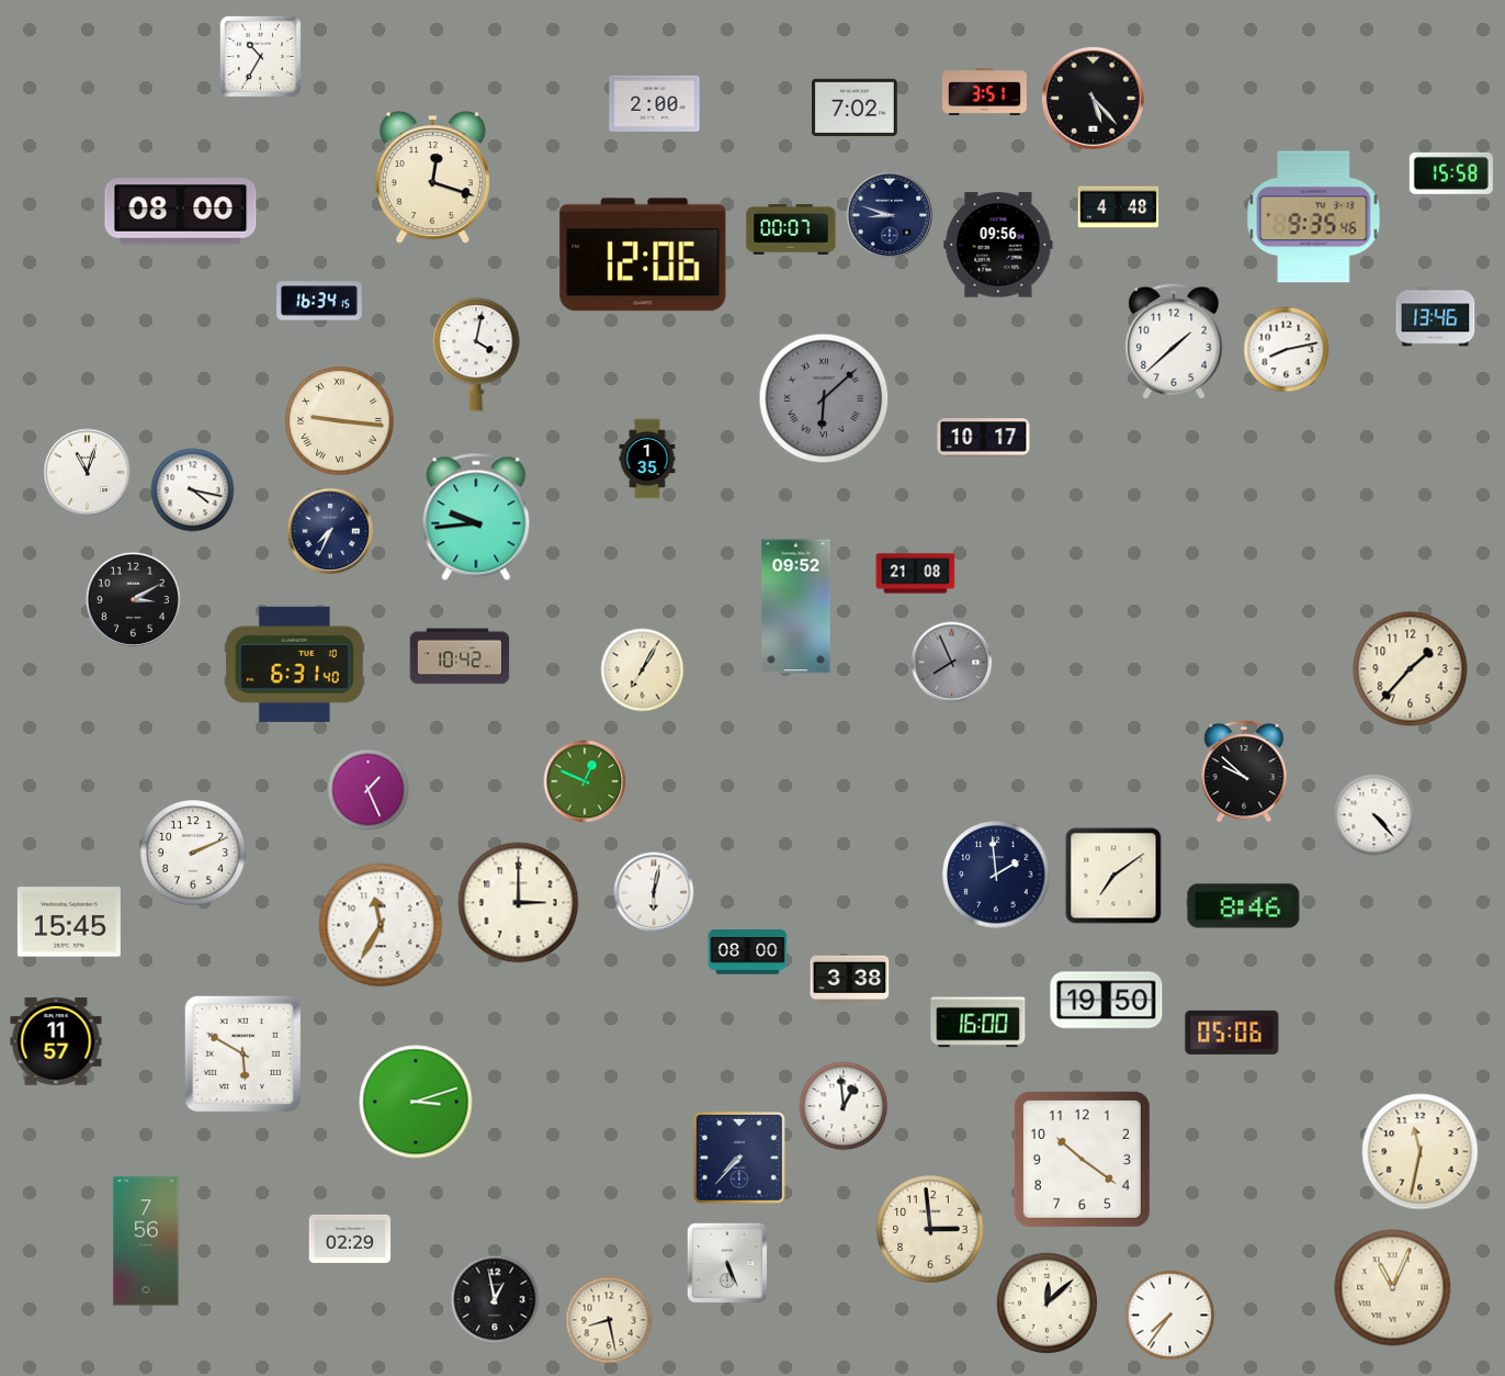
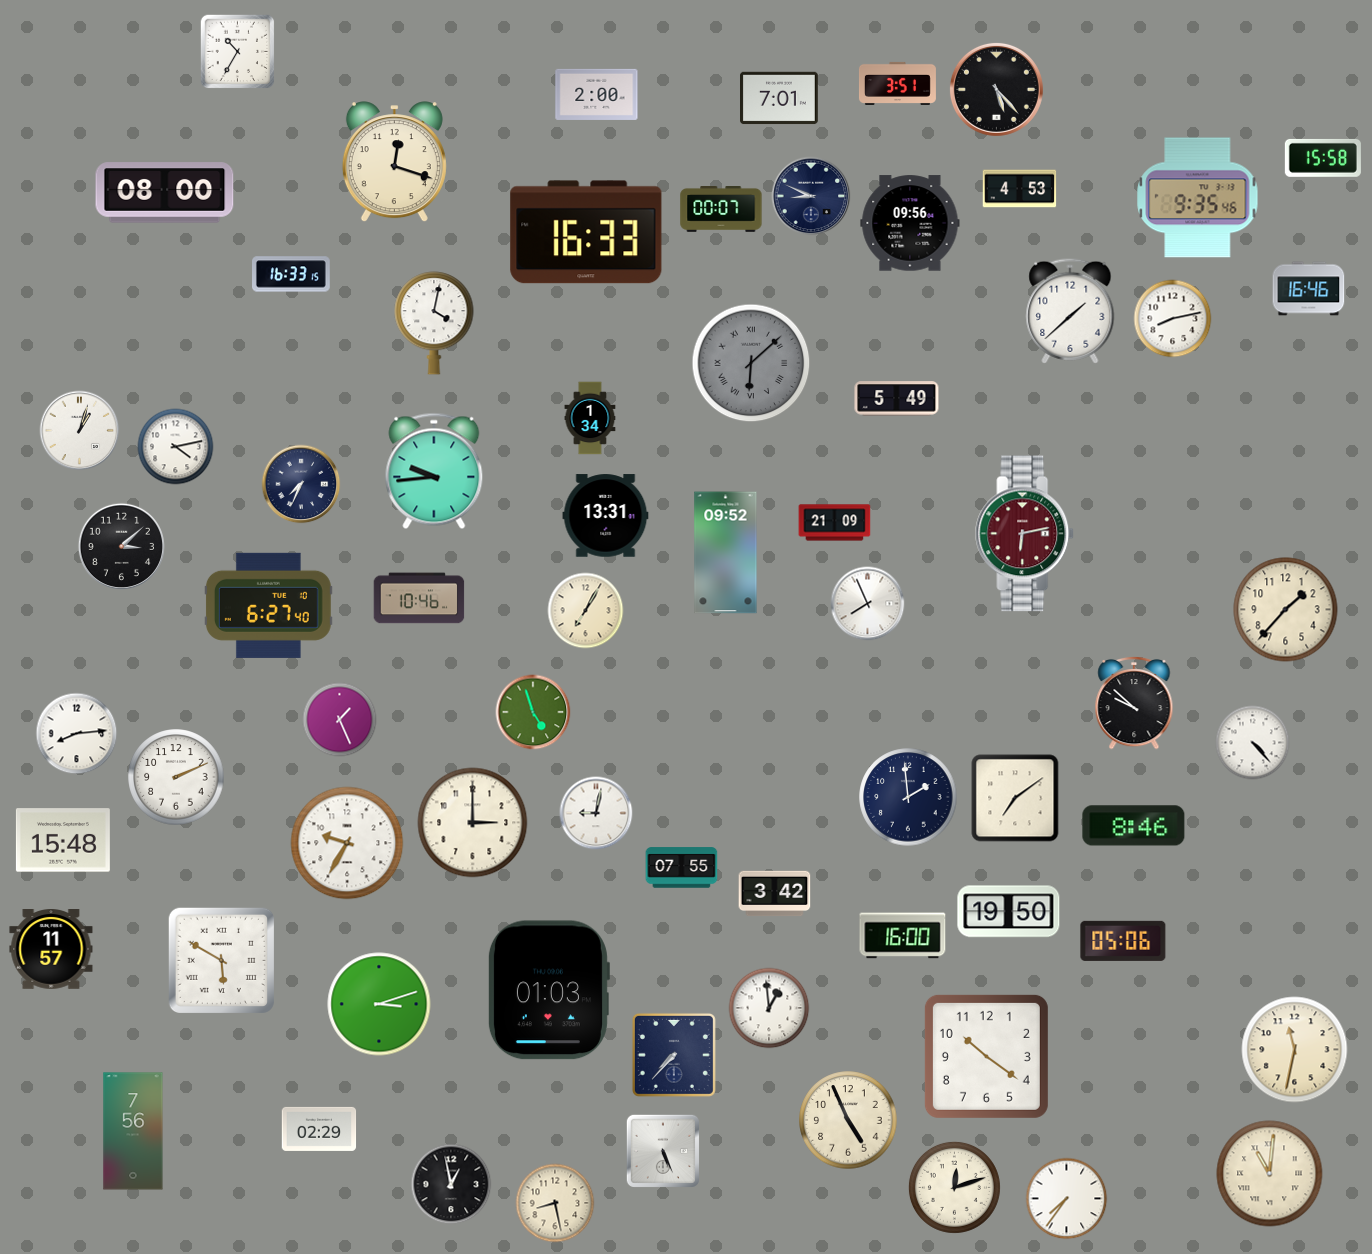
clock at (856, 108): 7:02 -> 7:01
clock at (1119, 207): 4:48 -> 4:53
clock at (890, 215): 8:48 -> 8:49
clock at (643, 255): 12:06 -> 16:33
clock at (320, 301): 16:34 -> 16:33
clock at (1436, 317): 13:46 -> 16:46
clock at (340, 421): 9:16 -> none
clock at (984, 438): 10:17 -> 5:49
clock at (647, 459): 1:35 -> 1:34
clock at (88, 473): 11:03 -> 1:03
clock at (193, 490): 4:17 -> 4:13
clock at (606, 516): none -> 13:31
clock at (916, 574): 21:08 -> 21:09
clock at (1025, 534): none -> 6:13
clock at (133, 599): 3:10 -> 3:08
clock at (460, 656): 10:42 -> 10:46
clock at (952, 663) dial: grey -> white
clock at (294, 664): 6:31 -> 6:27
clock at (585, 781): 12:49 -> 4:57
clock at (369, 790) position: (369, 790) -> (340, 720)
clock at (77, 734): none -> 8:14
clock at (654, 892): 6:02 -> 9:02
clock at (69, 922): 15:45 -> 15:48
clock at (381, 925): 11:35 -> 9:35
clock at (748, 952): 08:00 -> 07:55
clock at (850, 981): 3:38 -> 3:42
clock at (978, 1023) position: (978, 1023) -> (903, 936)
clock at (548, 990): none -> 01:03
clock at (930, 1229): 2:59 -> 4:56
clock at (1393, 1288): 11:04 -> 11:01
clock at (1046, 1302): 12:08 -> 12:12
